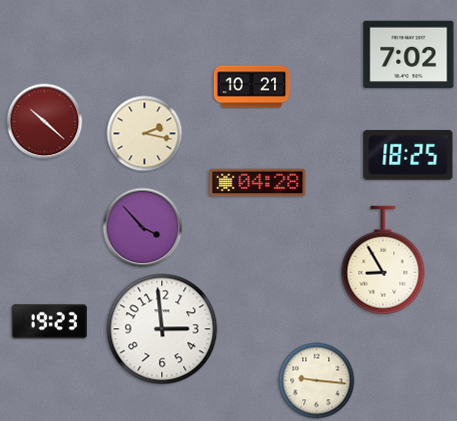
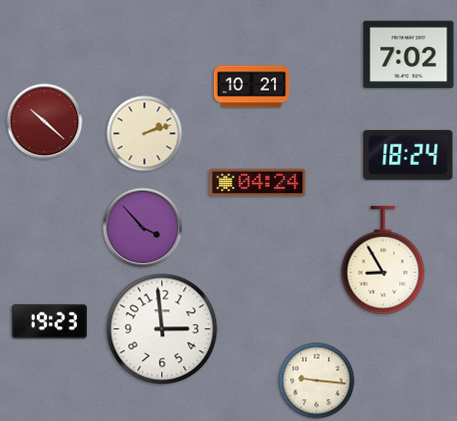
clock at (145, 134): 2:17 -> 2:12
clock at (408, 155): 18:25 -> 18:24
clock at (258, 183): 04:28 -> 04:24
